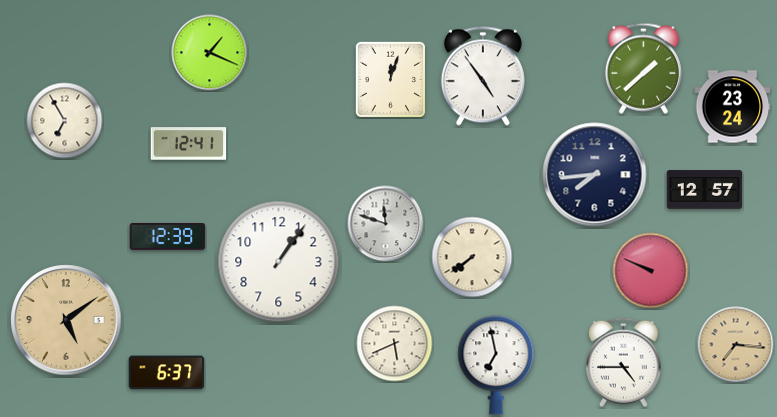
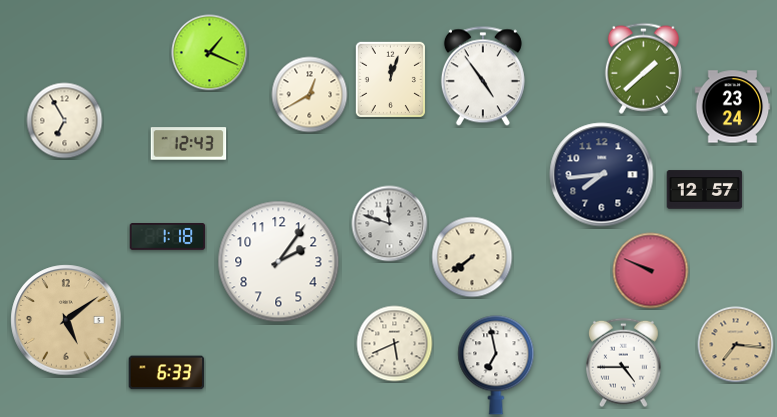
clock at (310, 95): none -> 12:40
clock at (189, 144): 12:41 -> 12:43
clock at (595, 175) position: (595, 175) -> (602, 175)
clock at (386, 224) position: (386, 224) -> (390, 224)
clock at (168, 237): 12:39 -> 1:18
clock at (279, 262): 1:06 -> 2:06
clock at (167, 373): 6:37 -> 6:33
